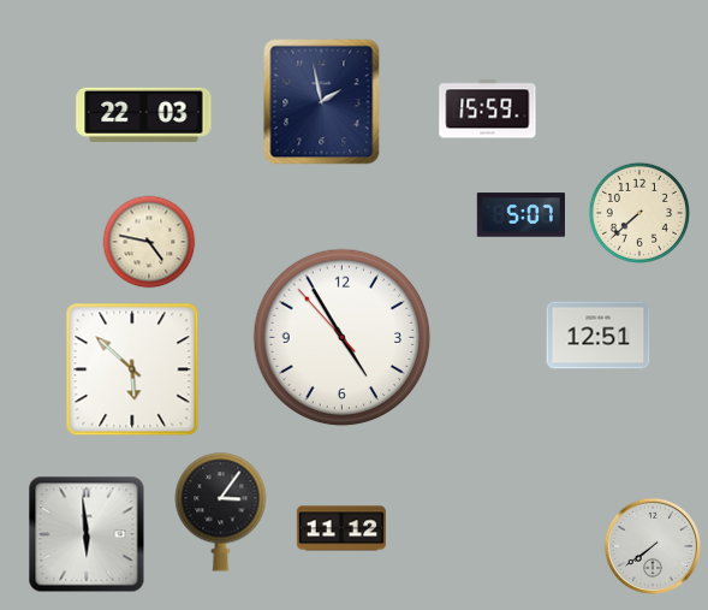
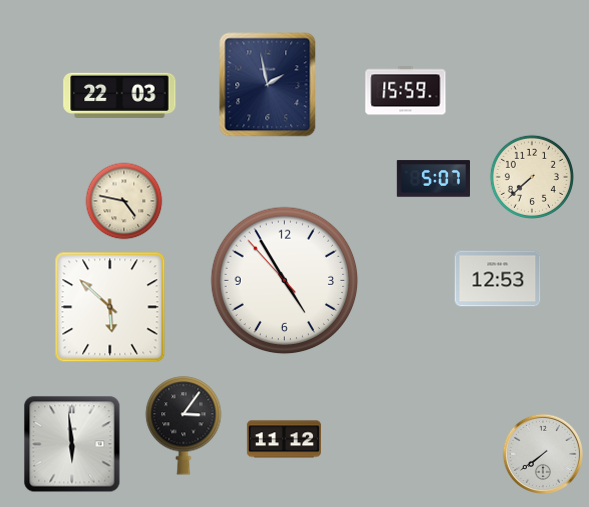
clock at (599, 336): 12:51 -> 12:53
